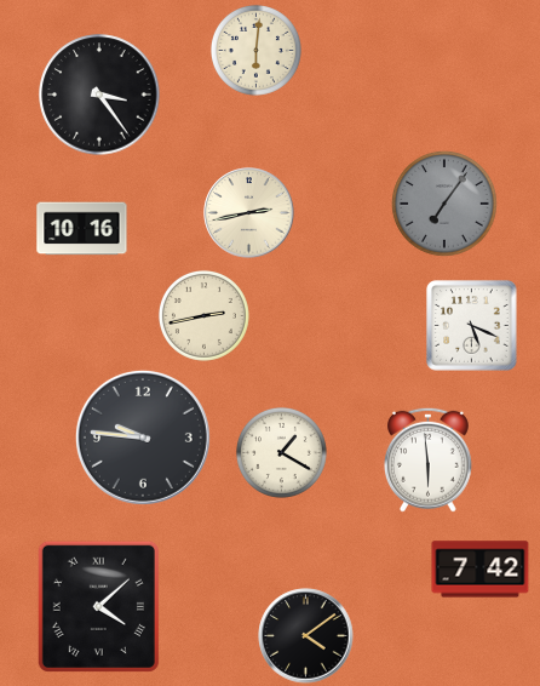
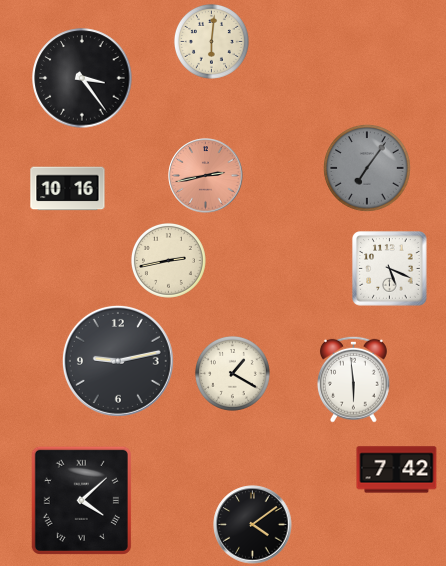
clock at (249, 213) dial: cream -> salmon
clock at (143, 438): 9:46 -> 9:13
